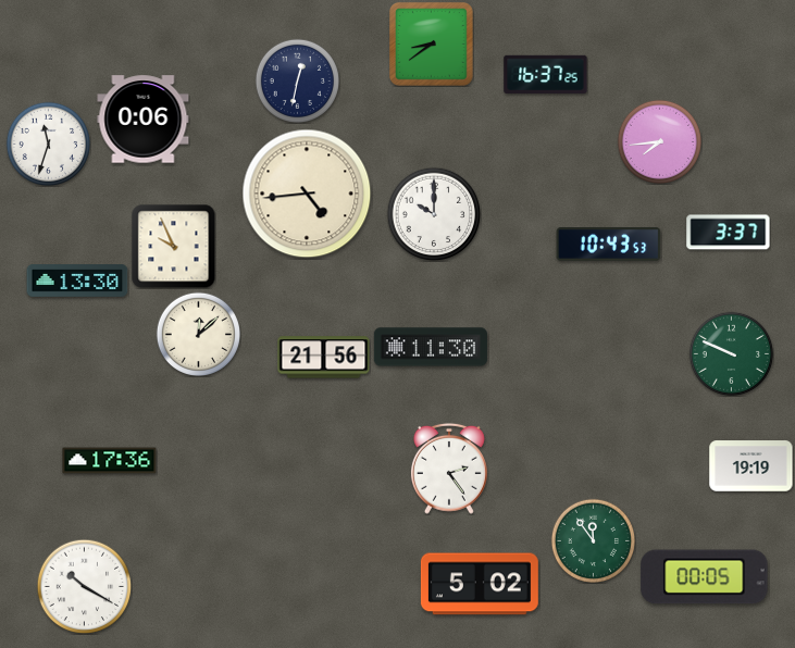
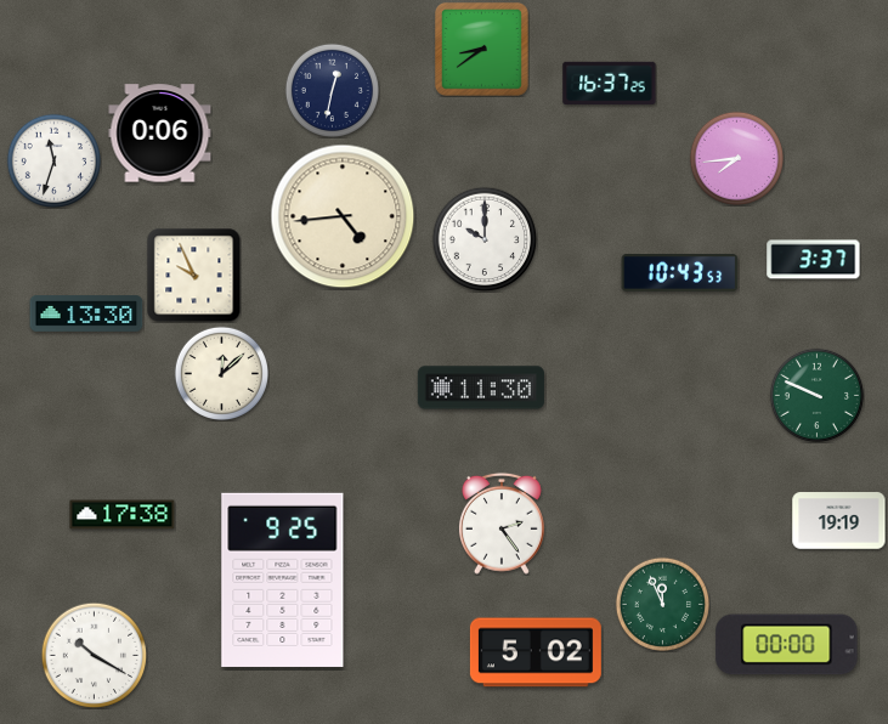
clock at (324, 358): 21:56 -> none
clock at (110, 461): 17:36 -> 17:38
clock at (283, 579): none -> 9:25
clock at (593, 540): 11:54 -> 11:56
clock at (705, 577): 00:05 -> 00:00
